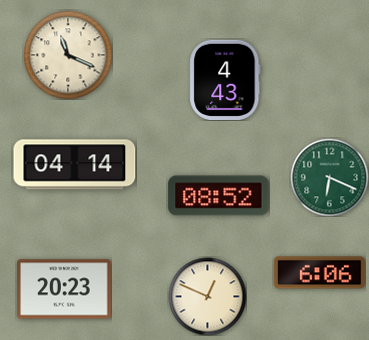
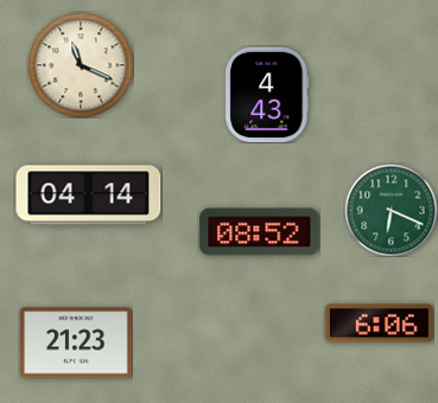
clock at (64, 289): 20:23 -> 21:23
clock at (207, 296): 12:49 -> none
